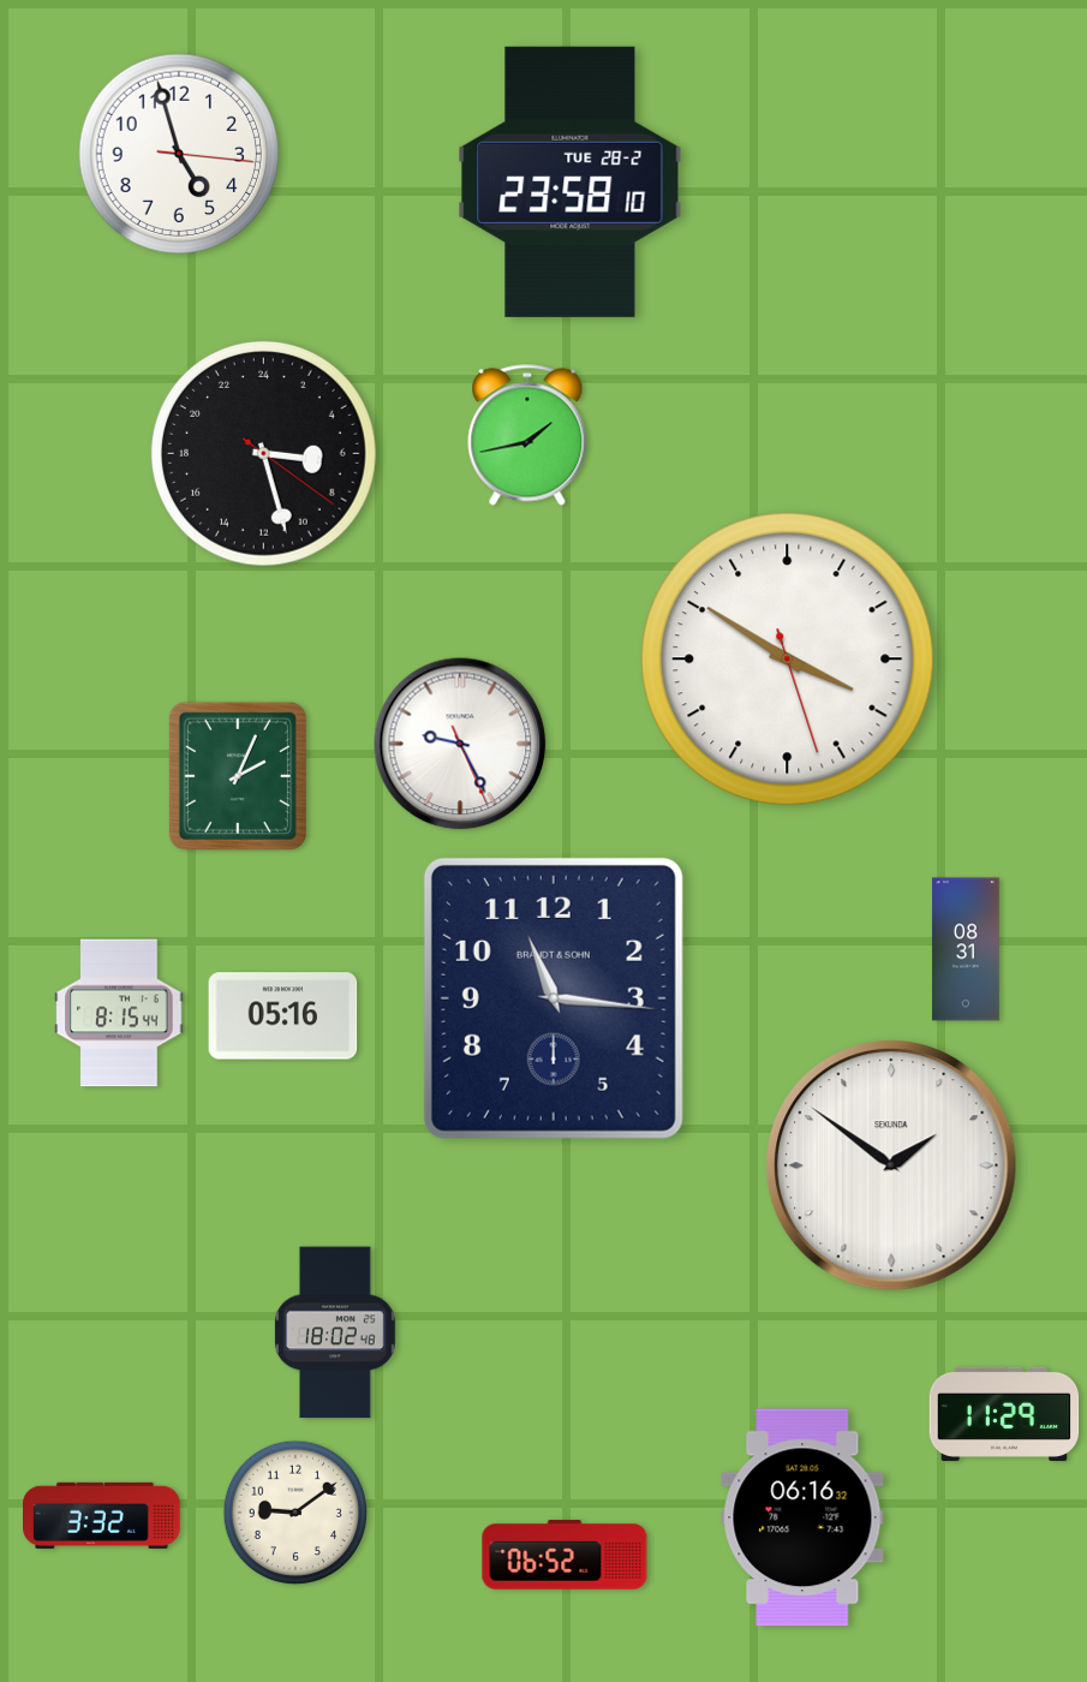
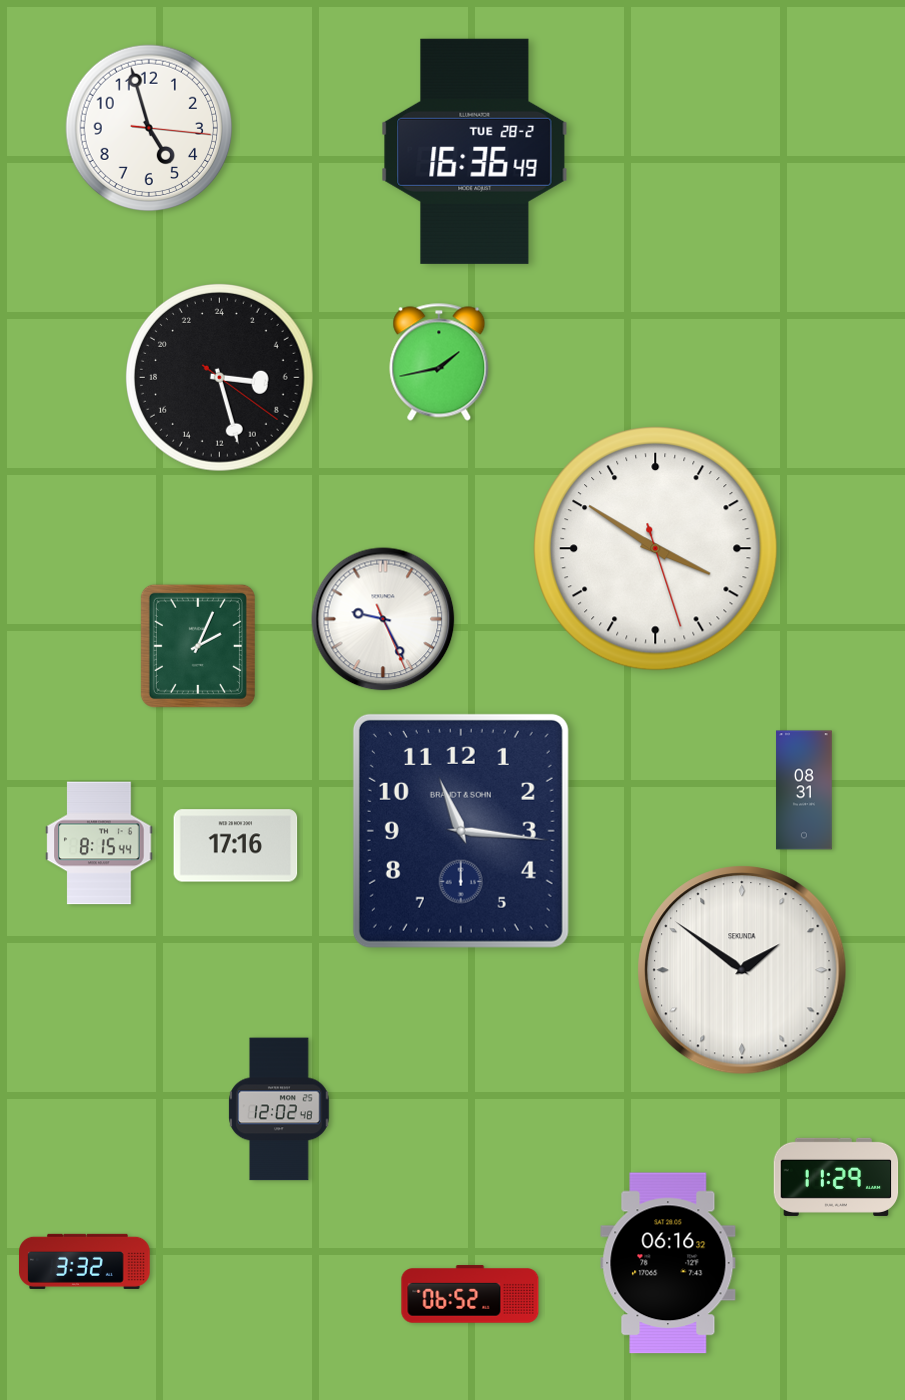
clock at (571, 181): 23:58 -> 16:36
clock at (283, 1016): 05:16 -> 17:16
clock at (335, 1332): 18:02 -> 12:02
clock at (295, 1513): 9:09 -> none
